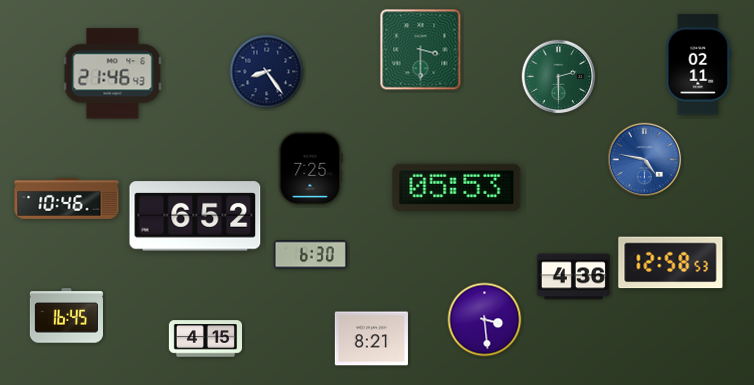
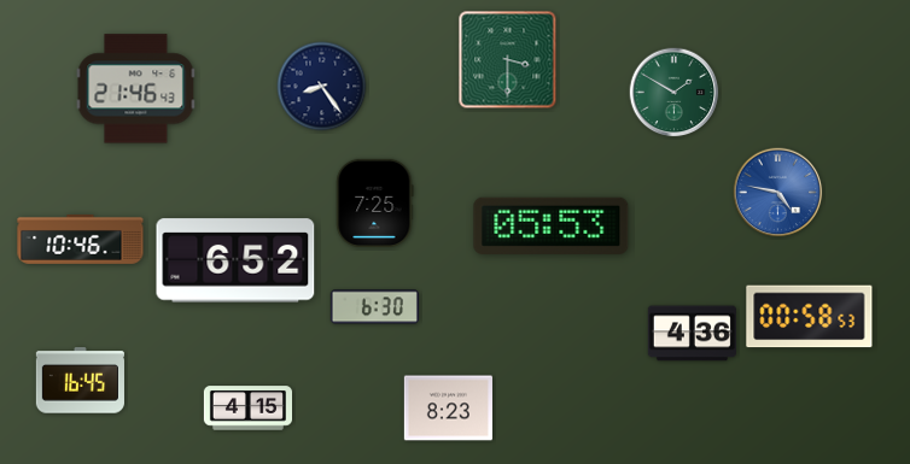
clock at (699, 65): 02:11 -> none
clock at (559, 77): 2:30 -> 1:50
clock at (671, 263): 12:58 -> 00:58
clock at (485, 320): 3:29 -> none
clock at (371, 339): 8:21 -> 8:23
